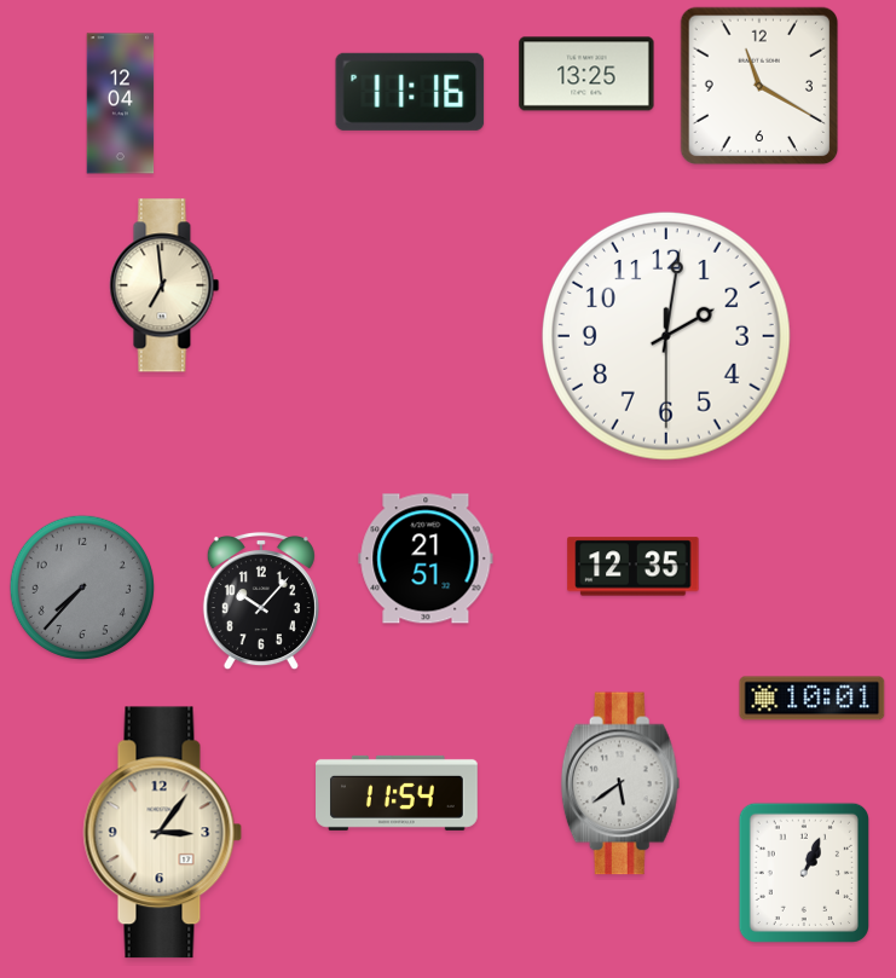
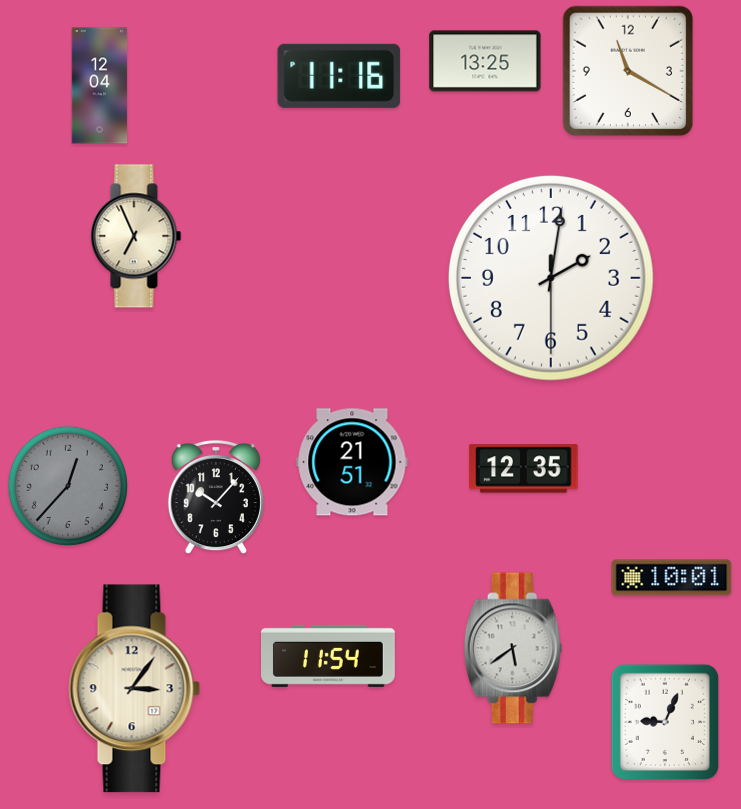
clock at (164, 285): 6:59 -> 6:56
clock at (82, 588): 7:37 -> 12:37
clock at (804, 873): 1:04 -> 9:04
